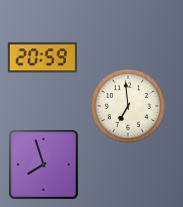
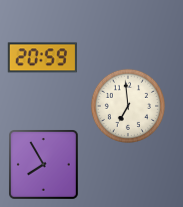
clock at (44, 165): 7:57 -> 7:55
